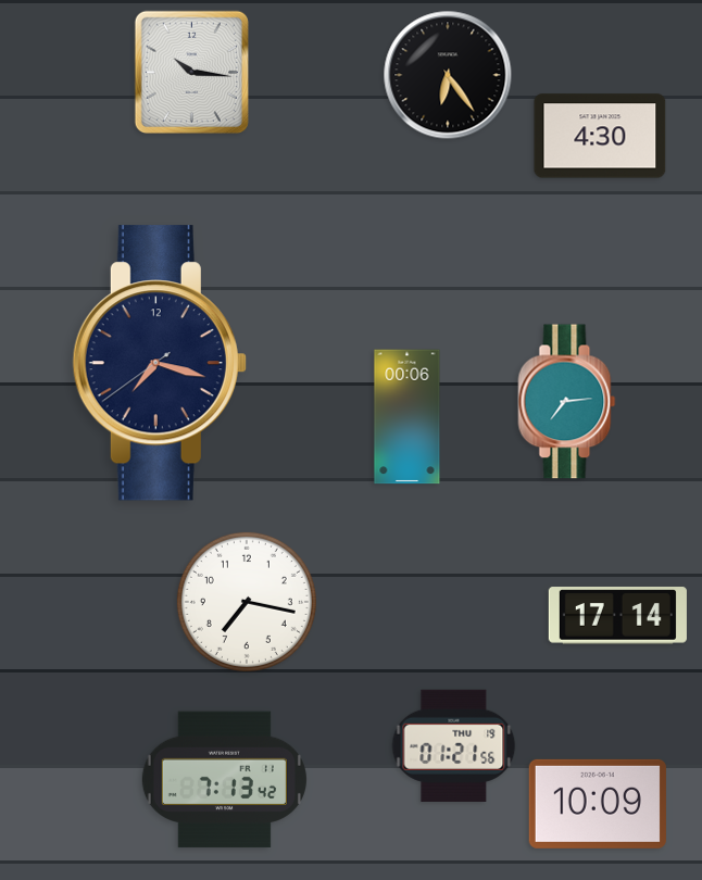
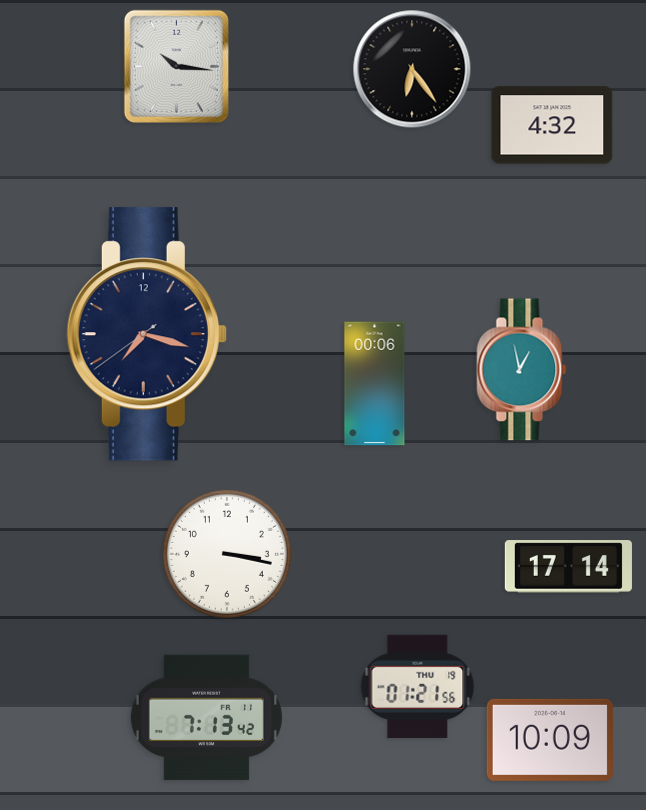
clock at (600, 136): 4:30 -> 4:32
clock at (567, 402): 7:14 -> 12:58
clock at (247, 602): 7:17 -> 3:17
